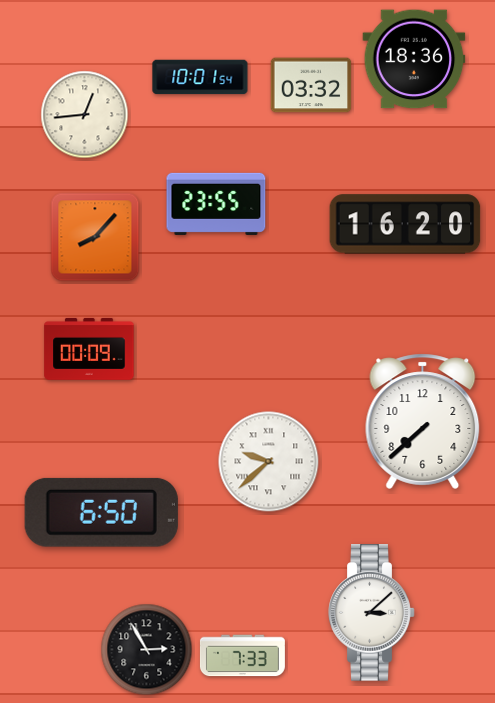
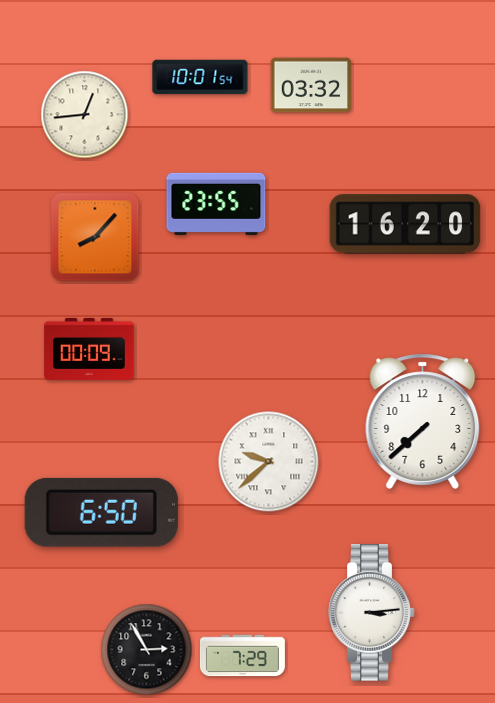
clock at (414, 59): 18:36 -> none
clock at (372, 613): 3:08 -> 3:14
clock at (242, 656): 7:33 -> 7:29
